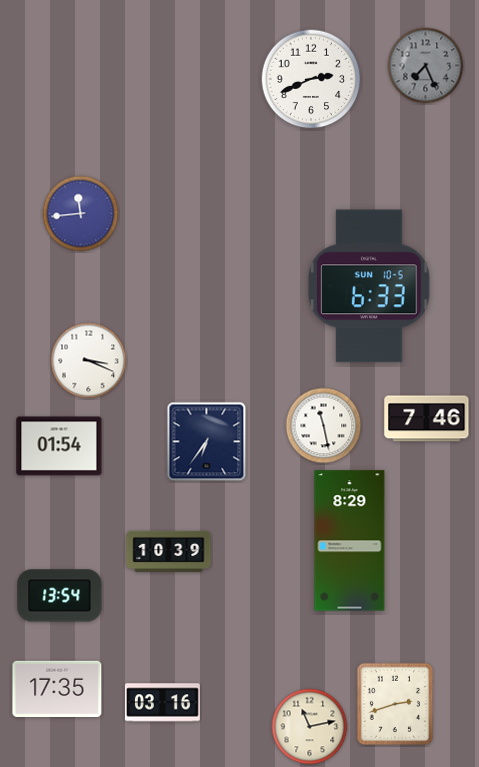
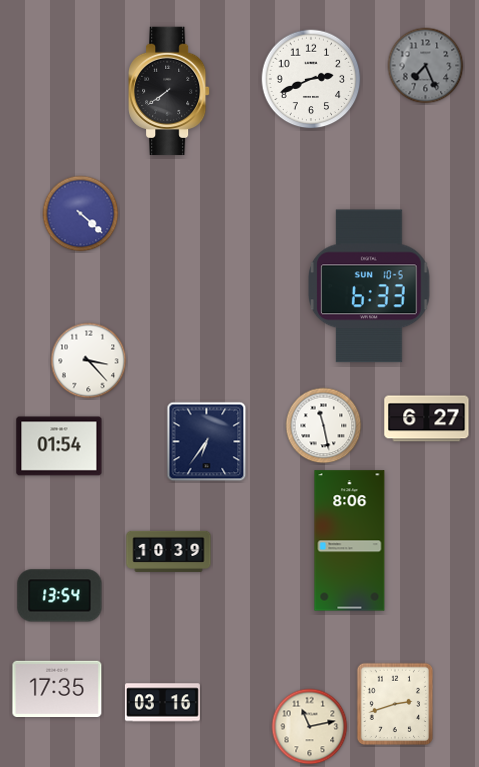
clock at (169, 91): none -> 7:39
clock at (81, 214): 11:44 -> 4:22
clock at (89, 361): 3:19 -> 3:23
clock at (427, 419): 7:46 -> 6:27
clock at (350, 541): 8:29 -> 8:06
